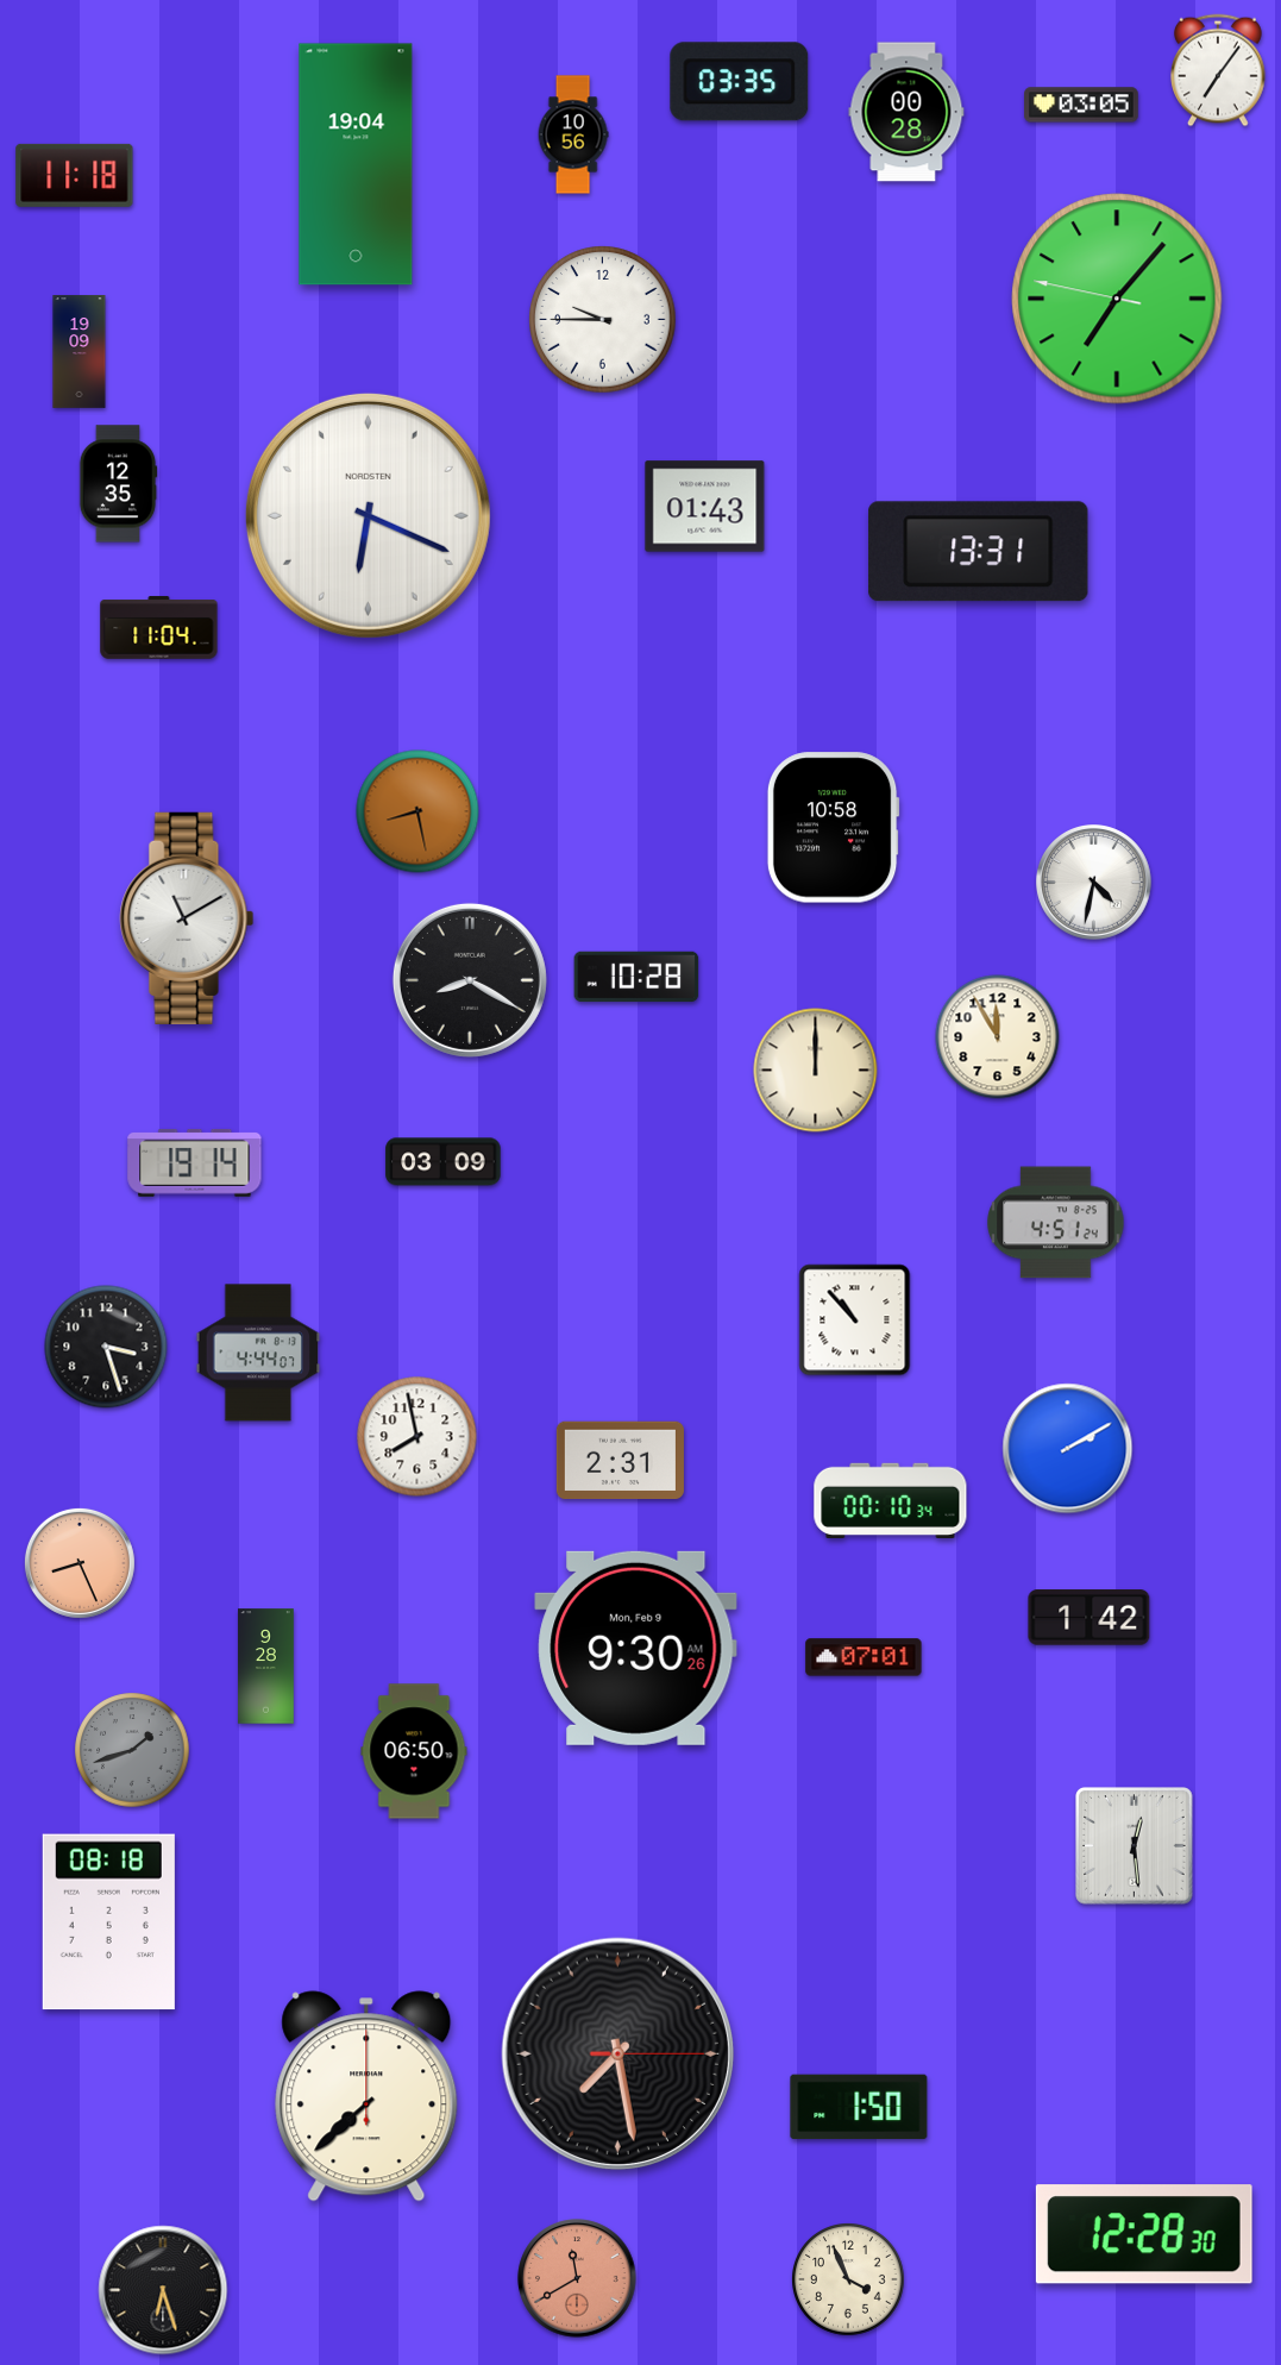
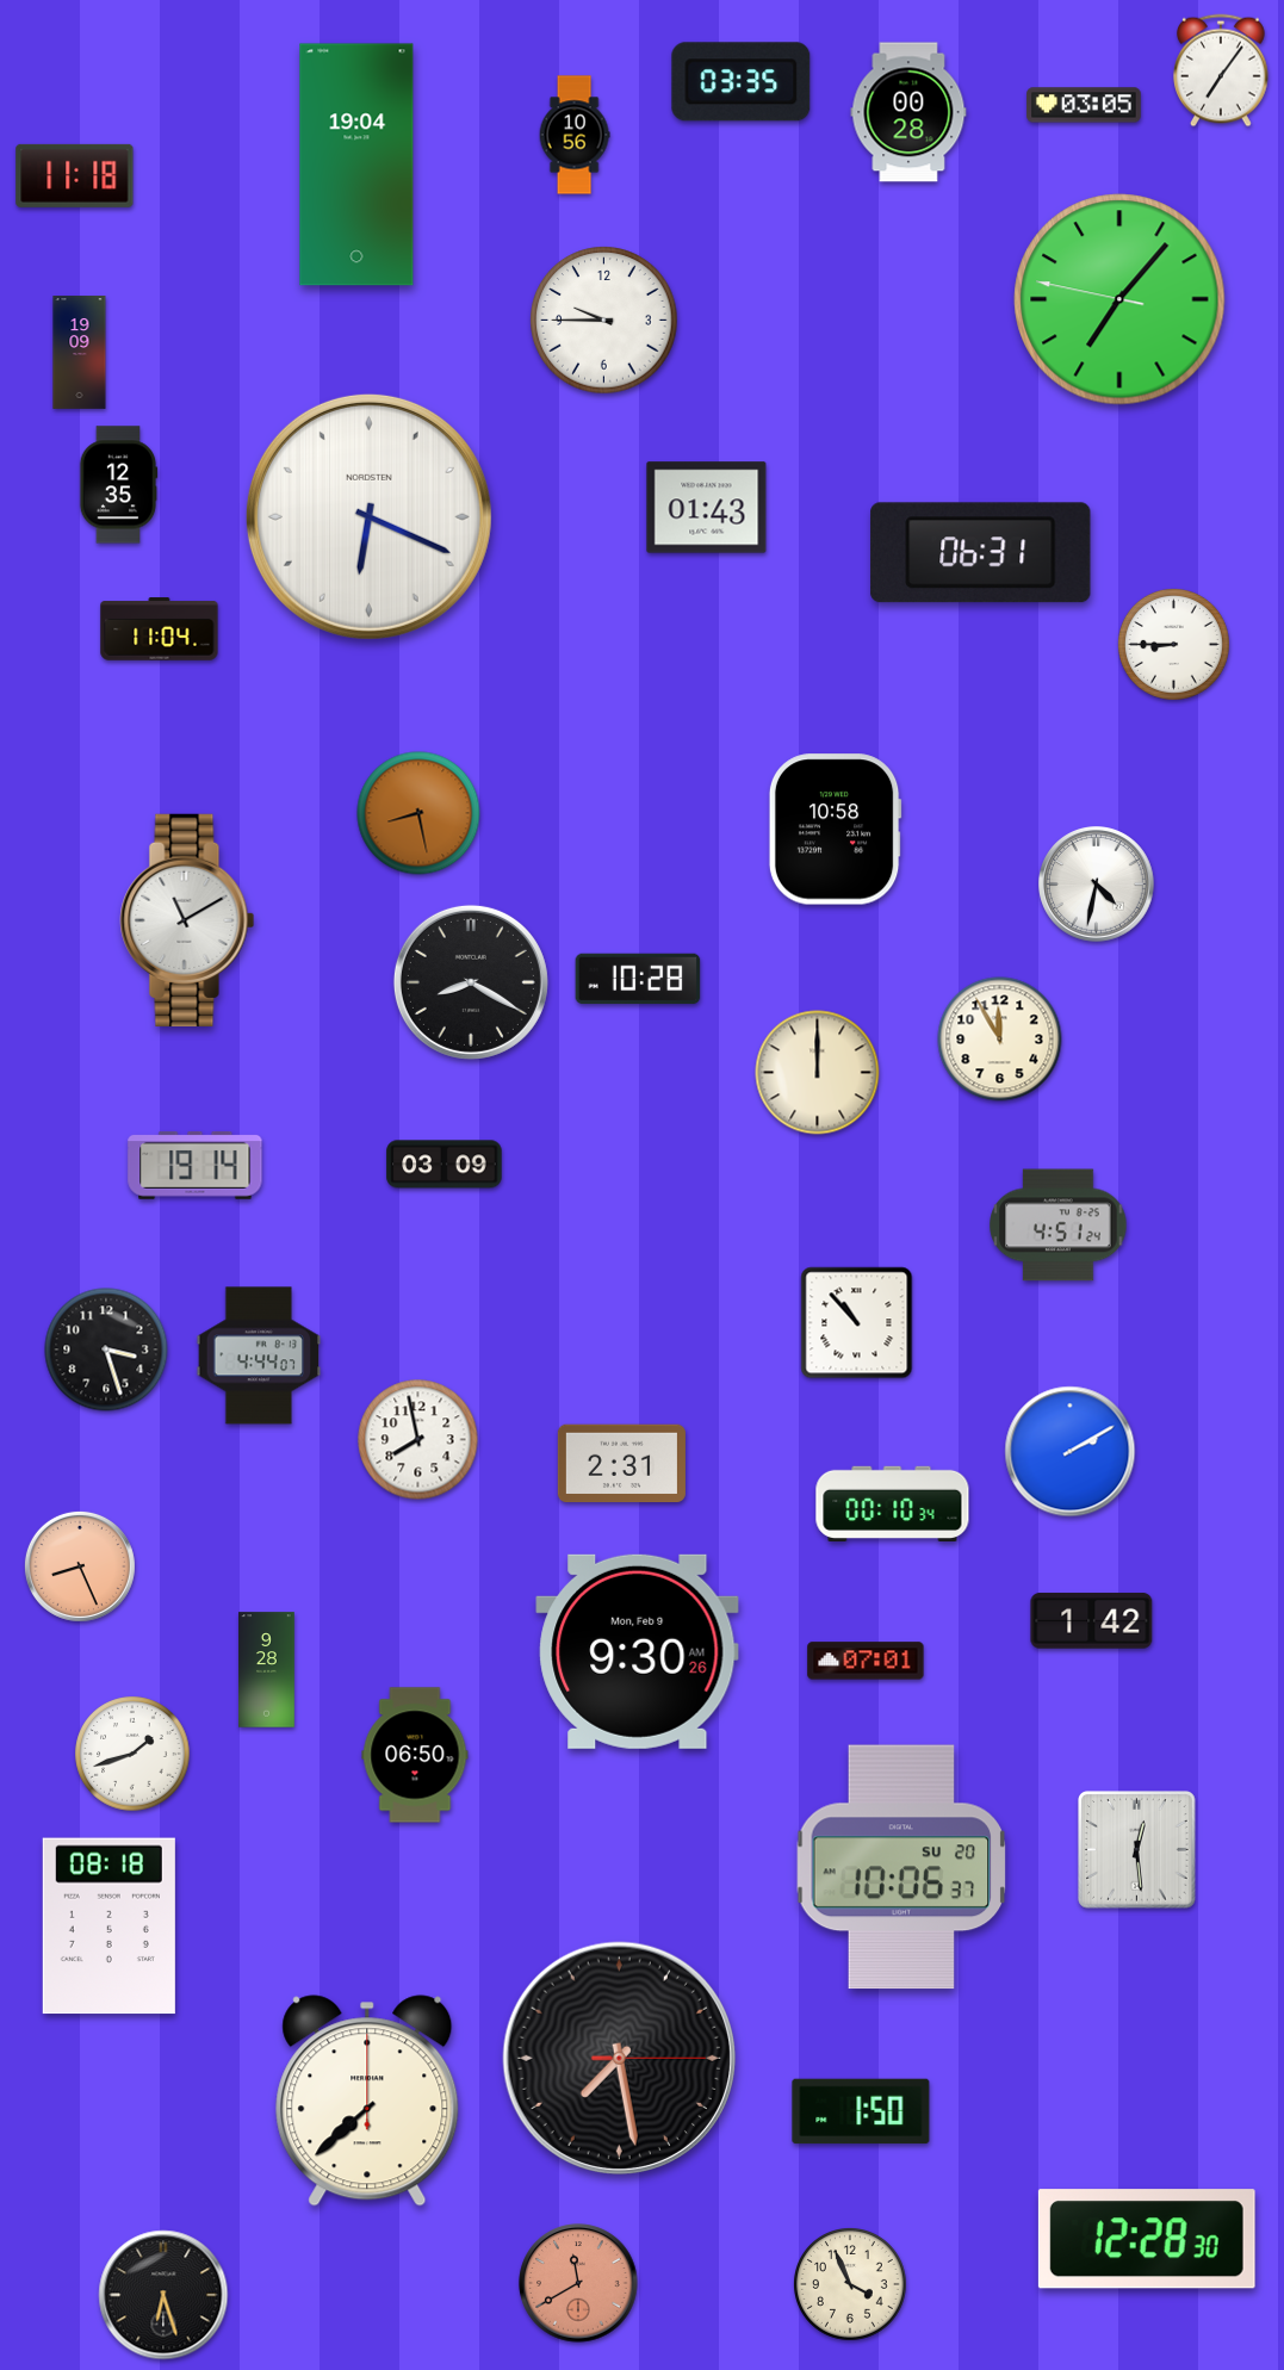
clock at (979, 552): 13:31 -> 06:31
clock at (1173, 644): none -> 8:45
clock at (132, 1750) dial: grey -> white
clock at (901, 1867): none -> 10:06
